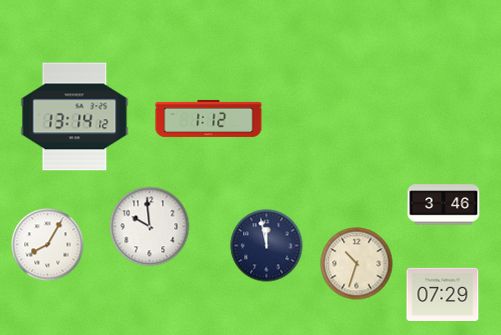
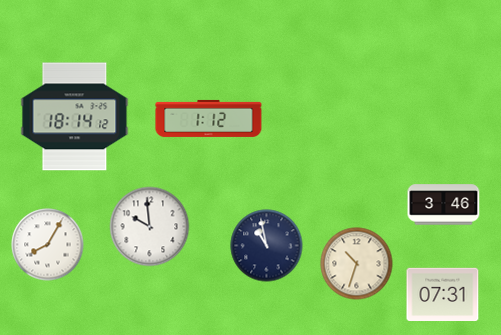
clock at (75, 117): 13:14 -> 18:14
clock at (267, 246): 11:58 -> 10:58
clock at (443, 294): 07:29 -> 07:31
